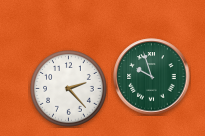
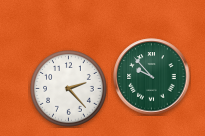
clock at (152, 77): 9:57 -> 9:53
